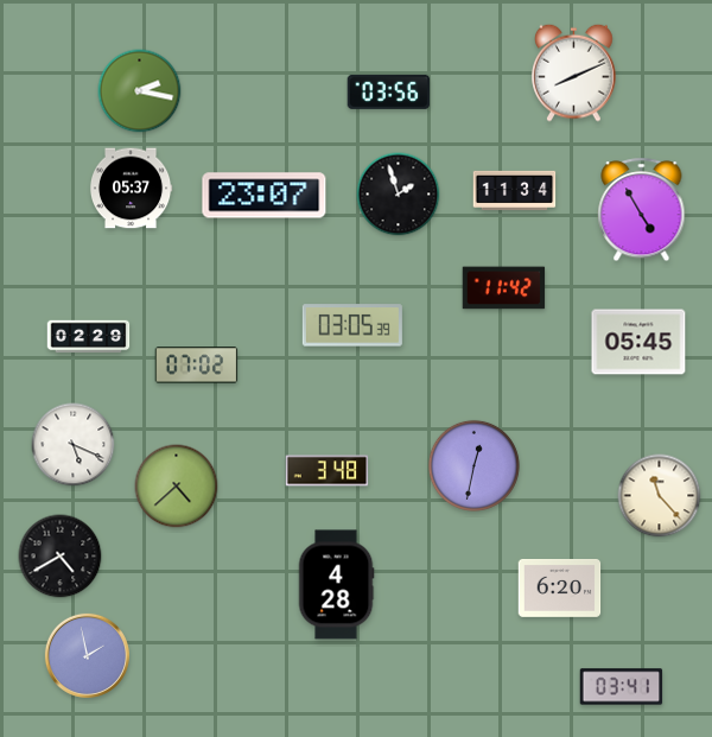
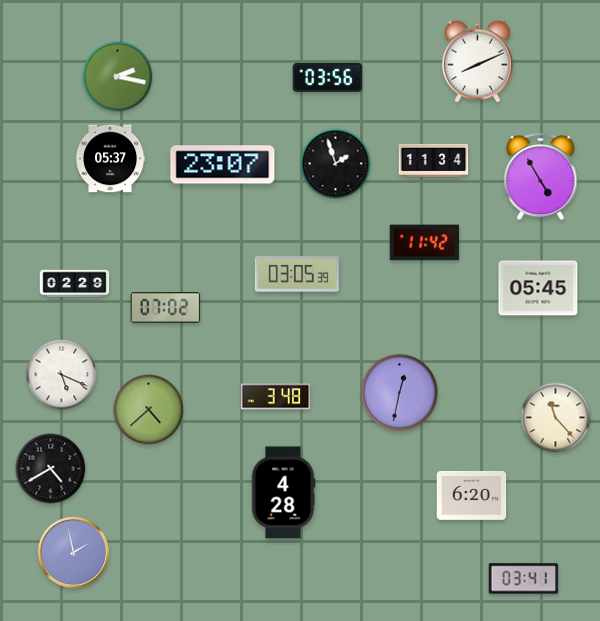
clock at (574, 72) position: (574, 72) -> (478, 61)
